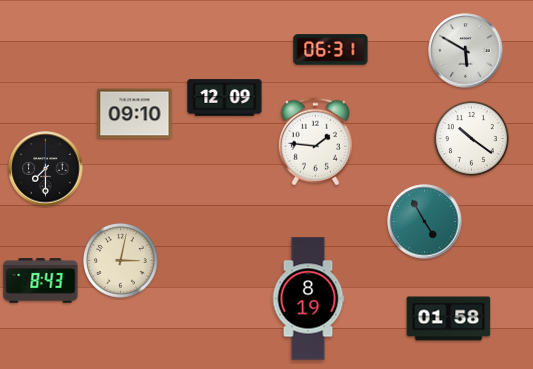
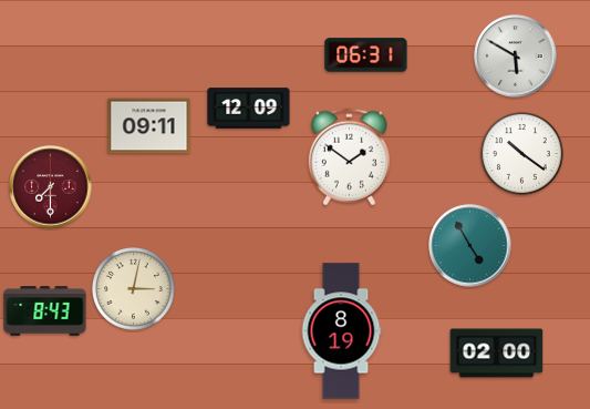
clock at (135, 114): 09:10 -> 09:11
clock at (315, 142): 1:46 -> 1:51
clock at (46, 169) dial: black -> burgundy
clock at (449, 319): 01:58 -> 02:00
